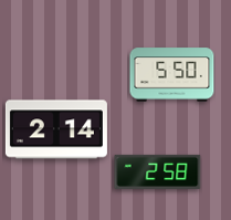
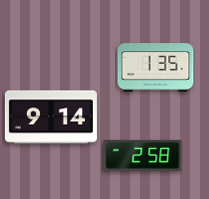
clock at (172, 75): 5:50 -> 1:35
clock at (56, 129): 2:14 -> 9:14
